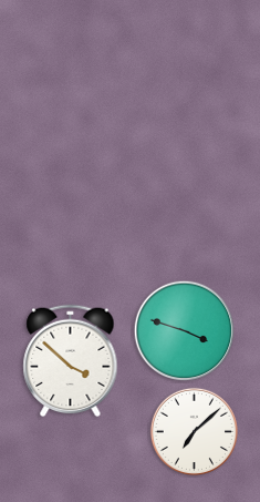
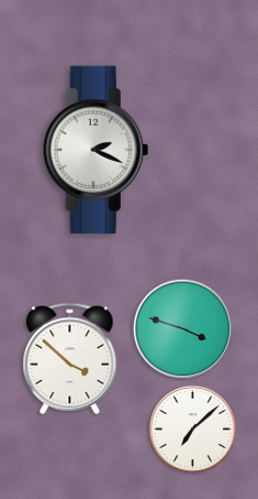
clock at (96, 149): none -> 2:19
